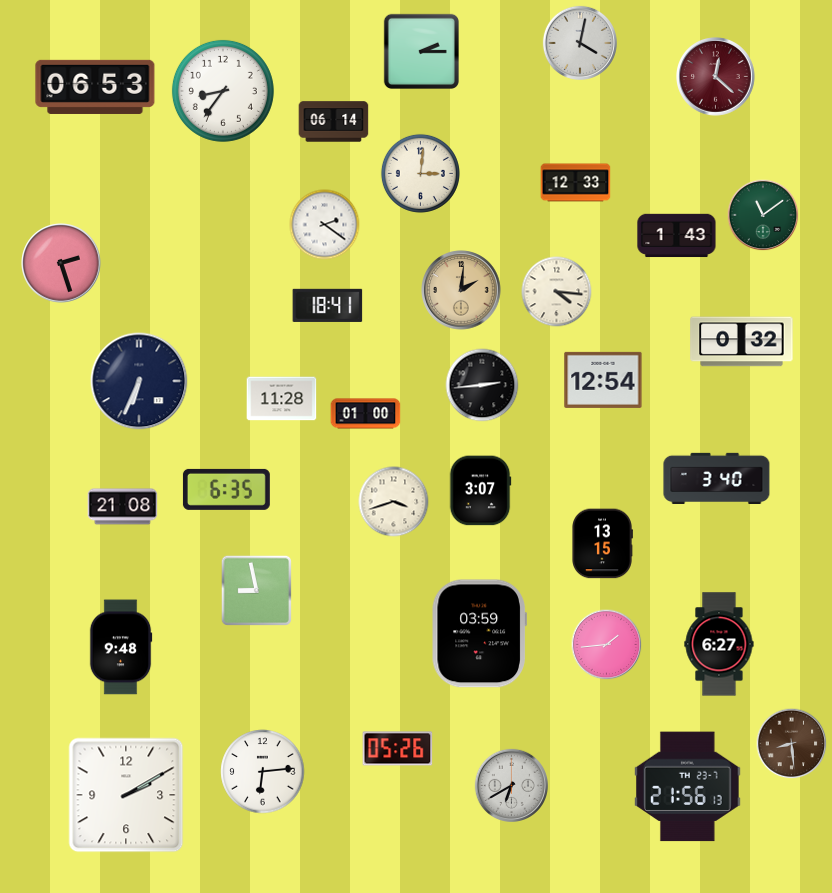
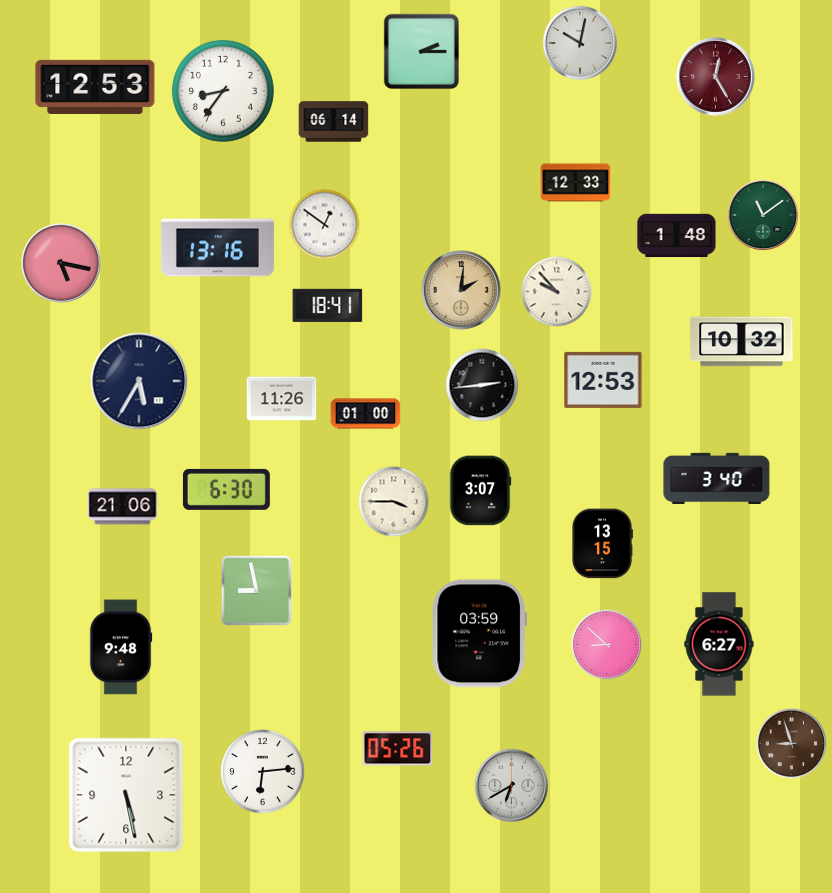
clock at (580, 43): 4:02 -> 10:02
clock at (716, 77): 12:22 -> 12:25
clock at (95, 87): 06:53 -> 12:53
clock at (420, 173): 3:01 -> none
clock at (325, 225): 2:21 -> 12:51
clock at (677, 236): 1:43 -> 1:48
clock at (217, 248): none -> 13:16
clock at (61, 263): 2:27 -> 5:17
clock at (557, 292): 4:16 -> 9:53
clock at (742, 342): 0:32 -> 10:32
clock at (603, 380): 12:54 -> 12:53
clock at (139, 381): 6:34 -> 5:35
clock at (282, 399): 11:28 -> 11:26
clock at (226, 489): 6:35 -> 6:30
clock at (394, 502): 3:42 -> 3:45
clock at (123, 507): 21:08 -> 21:06
clock at (607, 645): 1:44 -> 8:52
clock at (792, 744): 8:29 -> 8:57
clock at (688, 787): 21:56 -> none
clock at (126, 795): 2:10 -> 5:28
